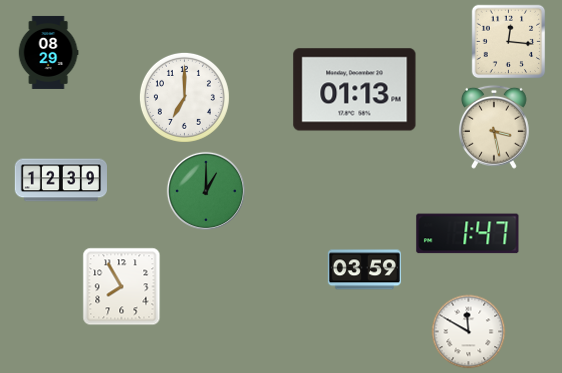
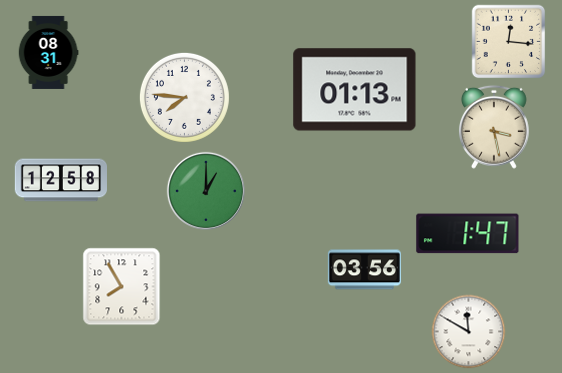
clock at (48, 52): 08:29 -> 08:31
clock at (184, 97): 7:00 -> 7:46
clock at (60, 180): 12:39 -> 12:58
clock at (364, 270): 03:59 -> 03:56
